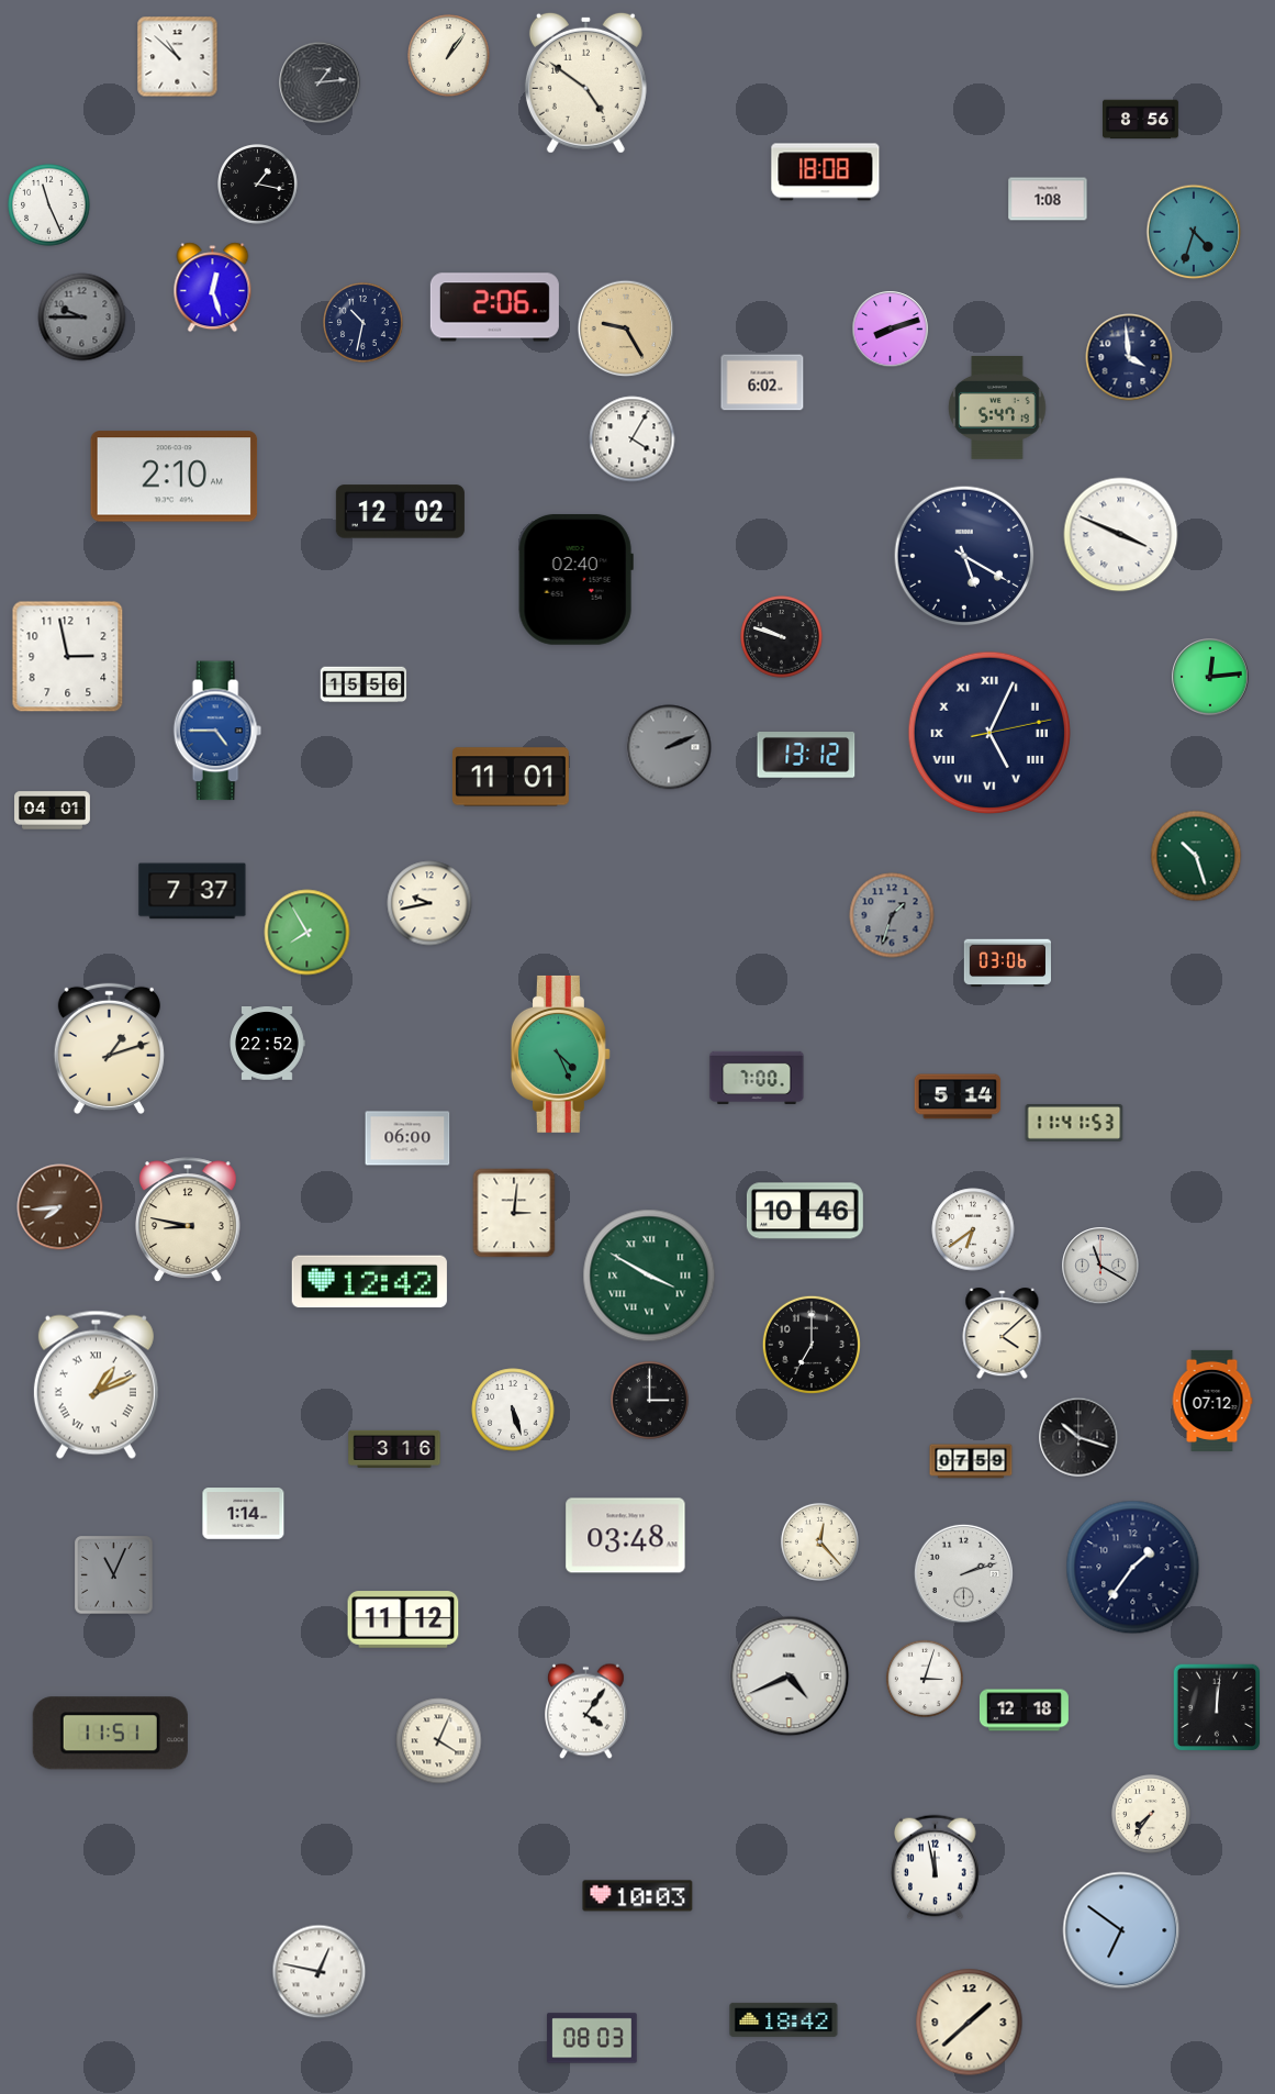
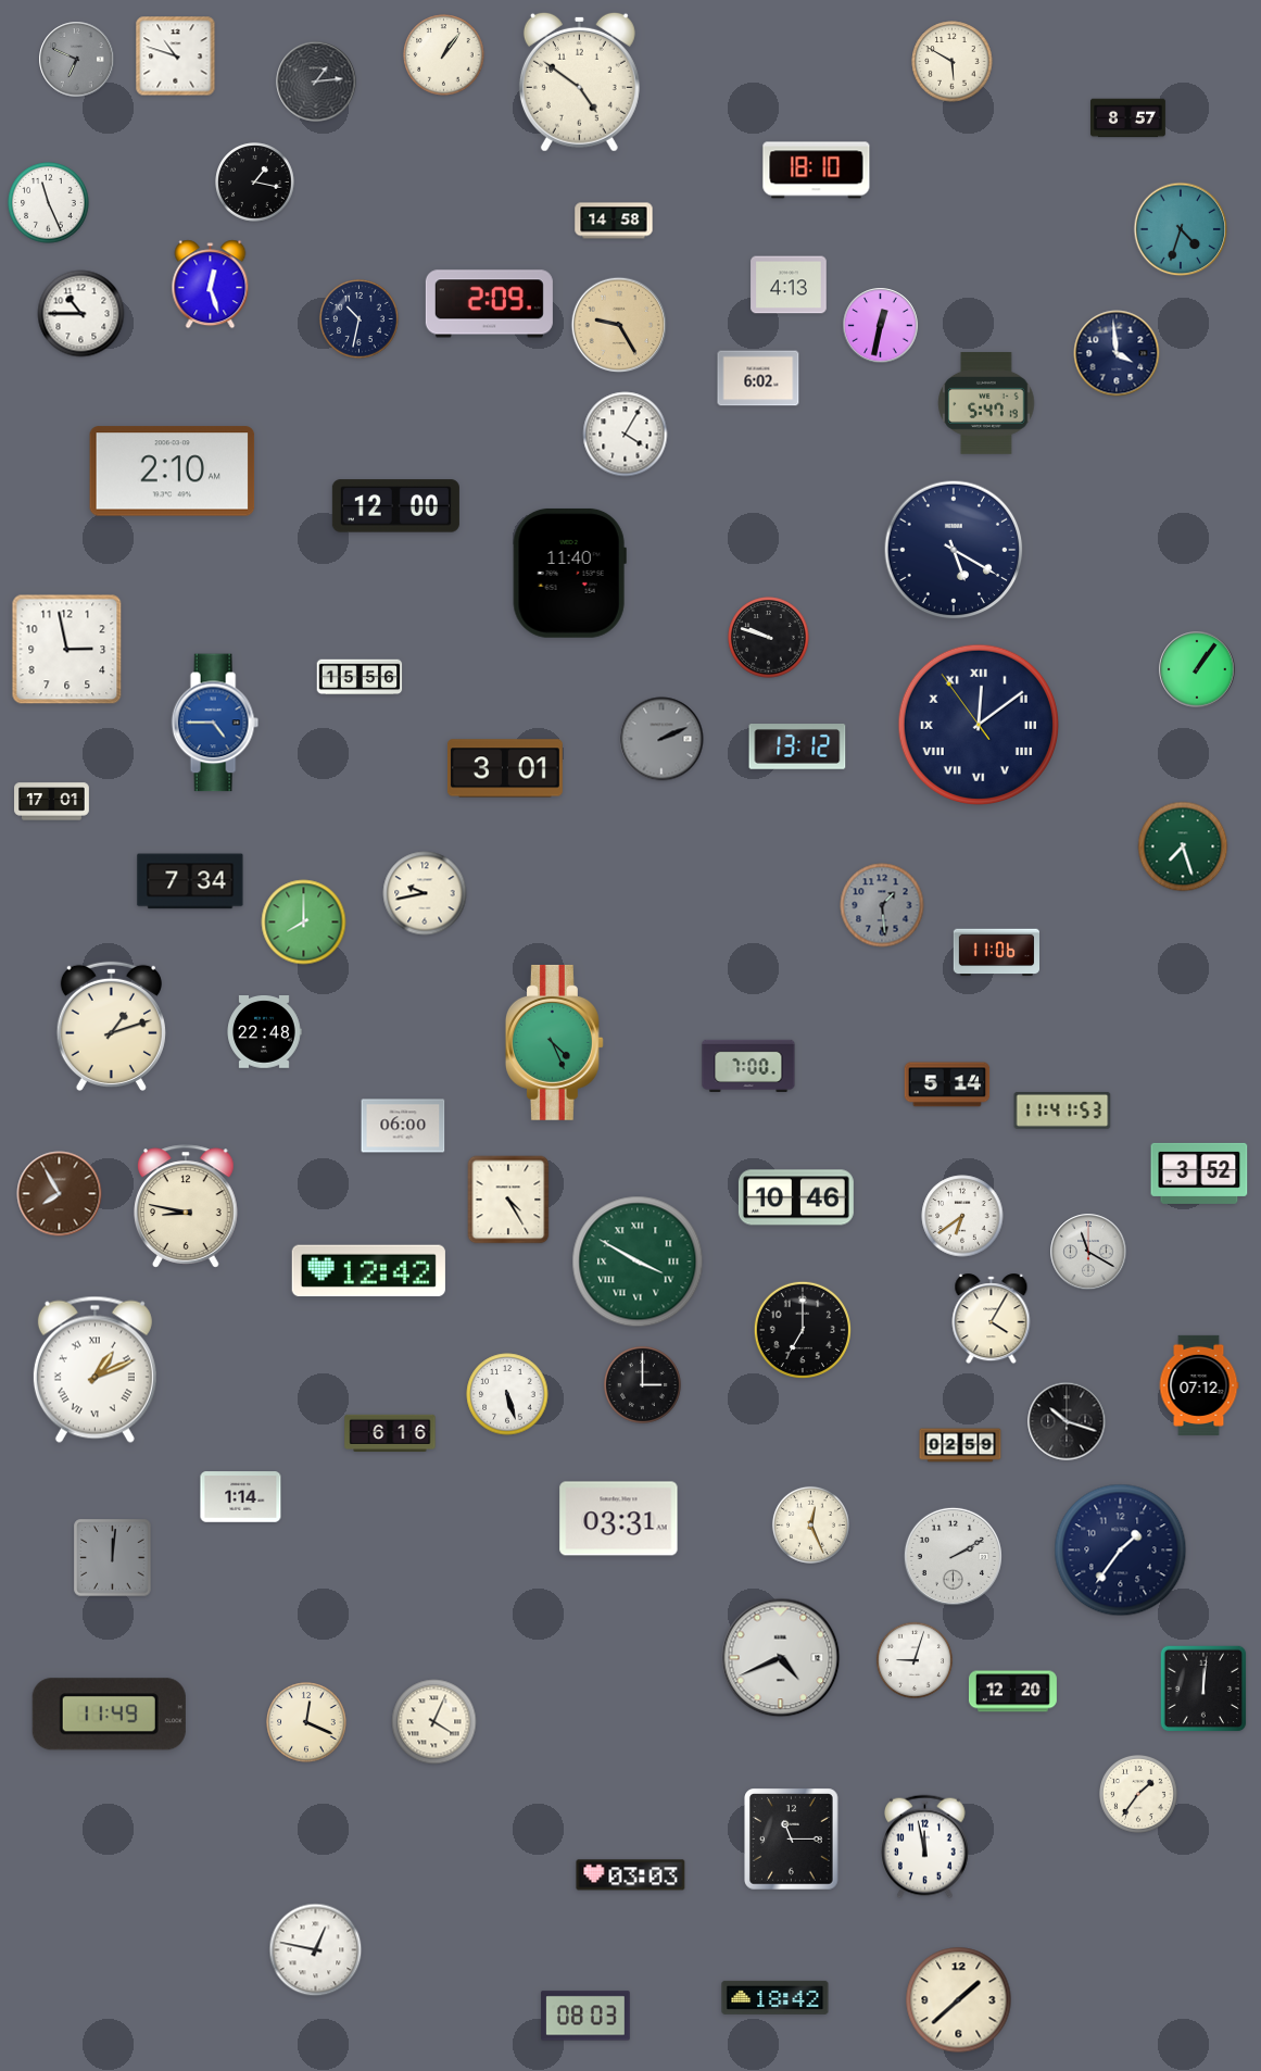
clock at (178, 57): 10:52 -> 10:48
clock at (77, 60): none -> 6:49
clock at (953, 62): none -> 5:50
clock at (1141, 120): 8:56 -> 8:57
clock at (826, 172): 18:08 -> 18:10
clock at (1048, 199): 1:08 -> none
clock at (614, 221): none -> 14:58
clock at (789, 285): none -> 4:13
clock at (494, 308): 2:06 -> 2:09
clock at (82, 318): 9:45 -> 10:45
clock at (82, 318) dial: grey -> white
clock at (891, 330): 8:12 -> 12:32
clock at (762, 382) position: (762, 382) -> (758, 378)
clock at (400, 512): 12:02 -> 12:00
clock at (1121, 535): 3:49 -> none
clock at (575, 579): 02:40 -> 11:40
clock at (782, 637) position: (782, 637) -> (769, 638)
clock at (1210, 677): 12:14 -> 1:06
clock at (988, 732): 5:04 -> 12:08
clock at (511, 777): 11:01 -> 3:01
clock at (53, 811): 04:01 -> 17:01
clock at (1196, 856): 10:27 -> 7:27
clock at (192, 891): 7:37 -> 7:34
clock at (892, 915): 1:33 -> 1:29
clock at (307, 933): 7:55 -> 8:00
clock at (1007, 964): 03:06 -> 11:06
clock at (267, 1044): 22:52 -> 22:48
clock at (109, 1048) position: (109, 1048) -> (111, 1026)
clock at (1199, 1173): none -> 3:52
clock at (60, 1207): 7:44 -> 7:55
clock at (514, 1213): 3:01 -> 4:25
clock at (649, 1276) position: (649, 1276) -> (638, 1262)
clock at (369, 1282) position: (369, 1282) -> (368, 1271)
clock at (1003, 1334): 4:08 -> 4:05
clock at (394, 1448): 3:16 -> 6:16
clock at (971, 1461): 07:59 -> 02:59
clock at (626, 1536): 03:48 -> 03:31
clock at (819, 1541): 12:23 -> 12:26
clock at (963, 1573): 2:12 -> 2:10
clock at (114, 1575): 11:04 -> 12:01
clock at (403, 1619): 11:12 -> none
clock at (925, 1679): 3:03 -> 9:03
clock at (1024, 1711): 12:18 -> 12:20
clock at (586, 1712): 4:06 -> none
clock at (110, 1734): 11:51 -> 11:49
clock at (306, 1722): none -> 12:19
clock at (1151, 1814): 7:36 -> 1:36
clock at (792, 1840): none -> 11:15
clock at (638, 1896): 10:03 -> 03:03
clock at (1121, 1930): 6:51 -> none
